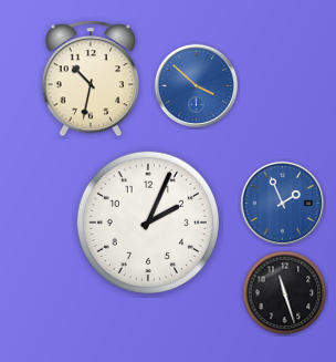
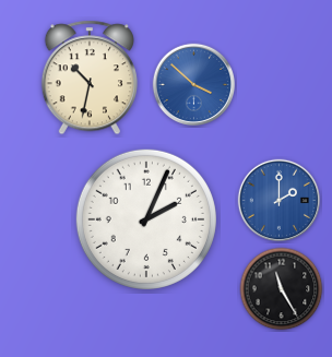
clock at (283, 204): 1:56 -> 2:00
clock at (285, 293): 11:27 -> 11:25
